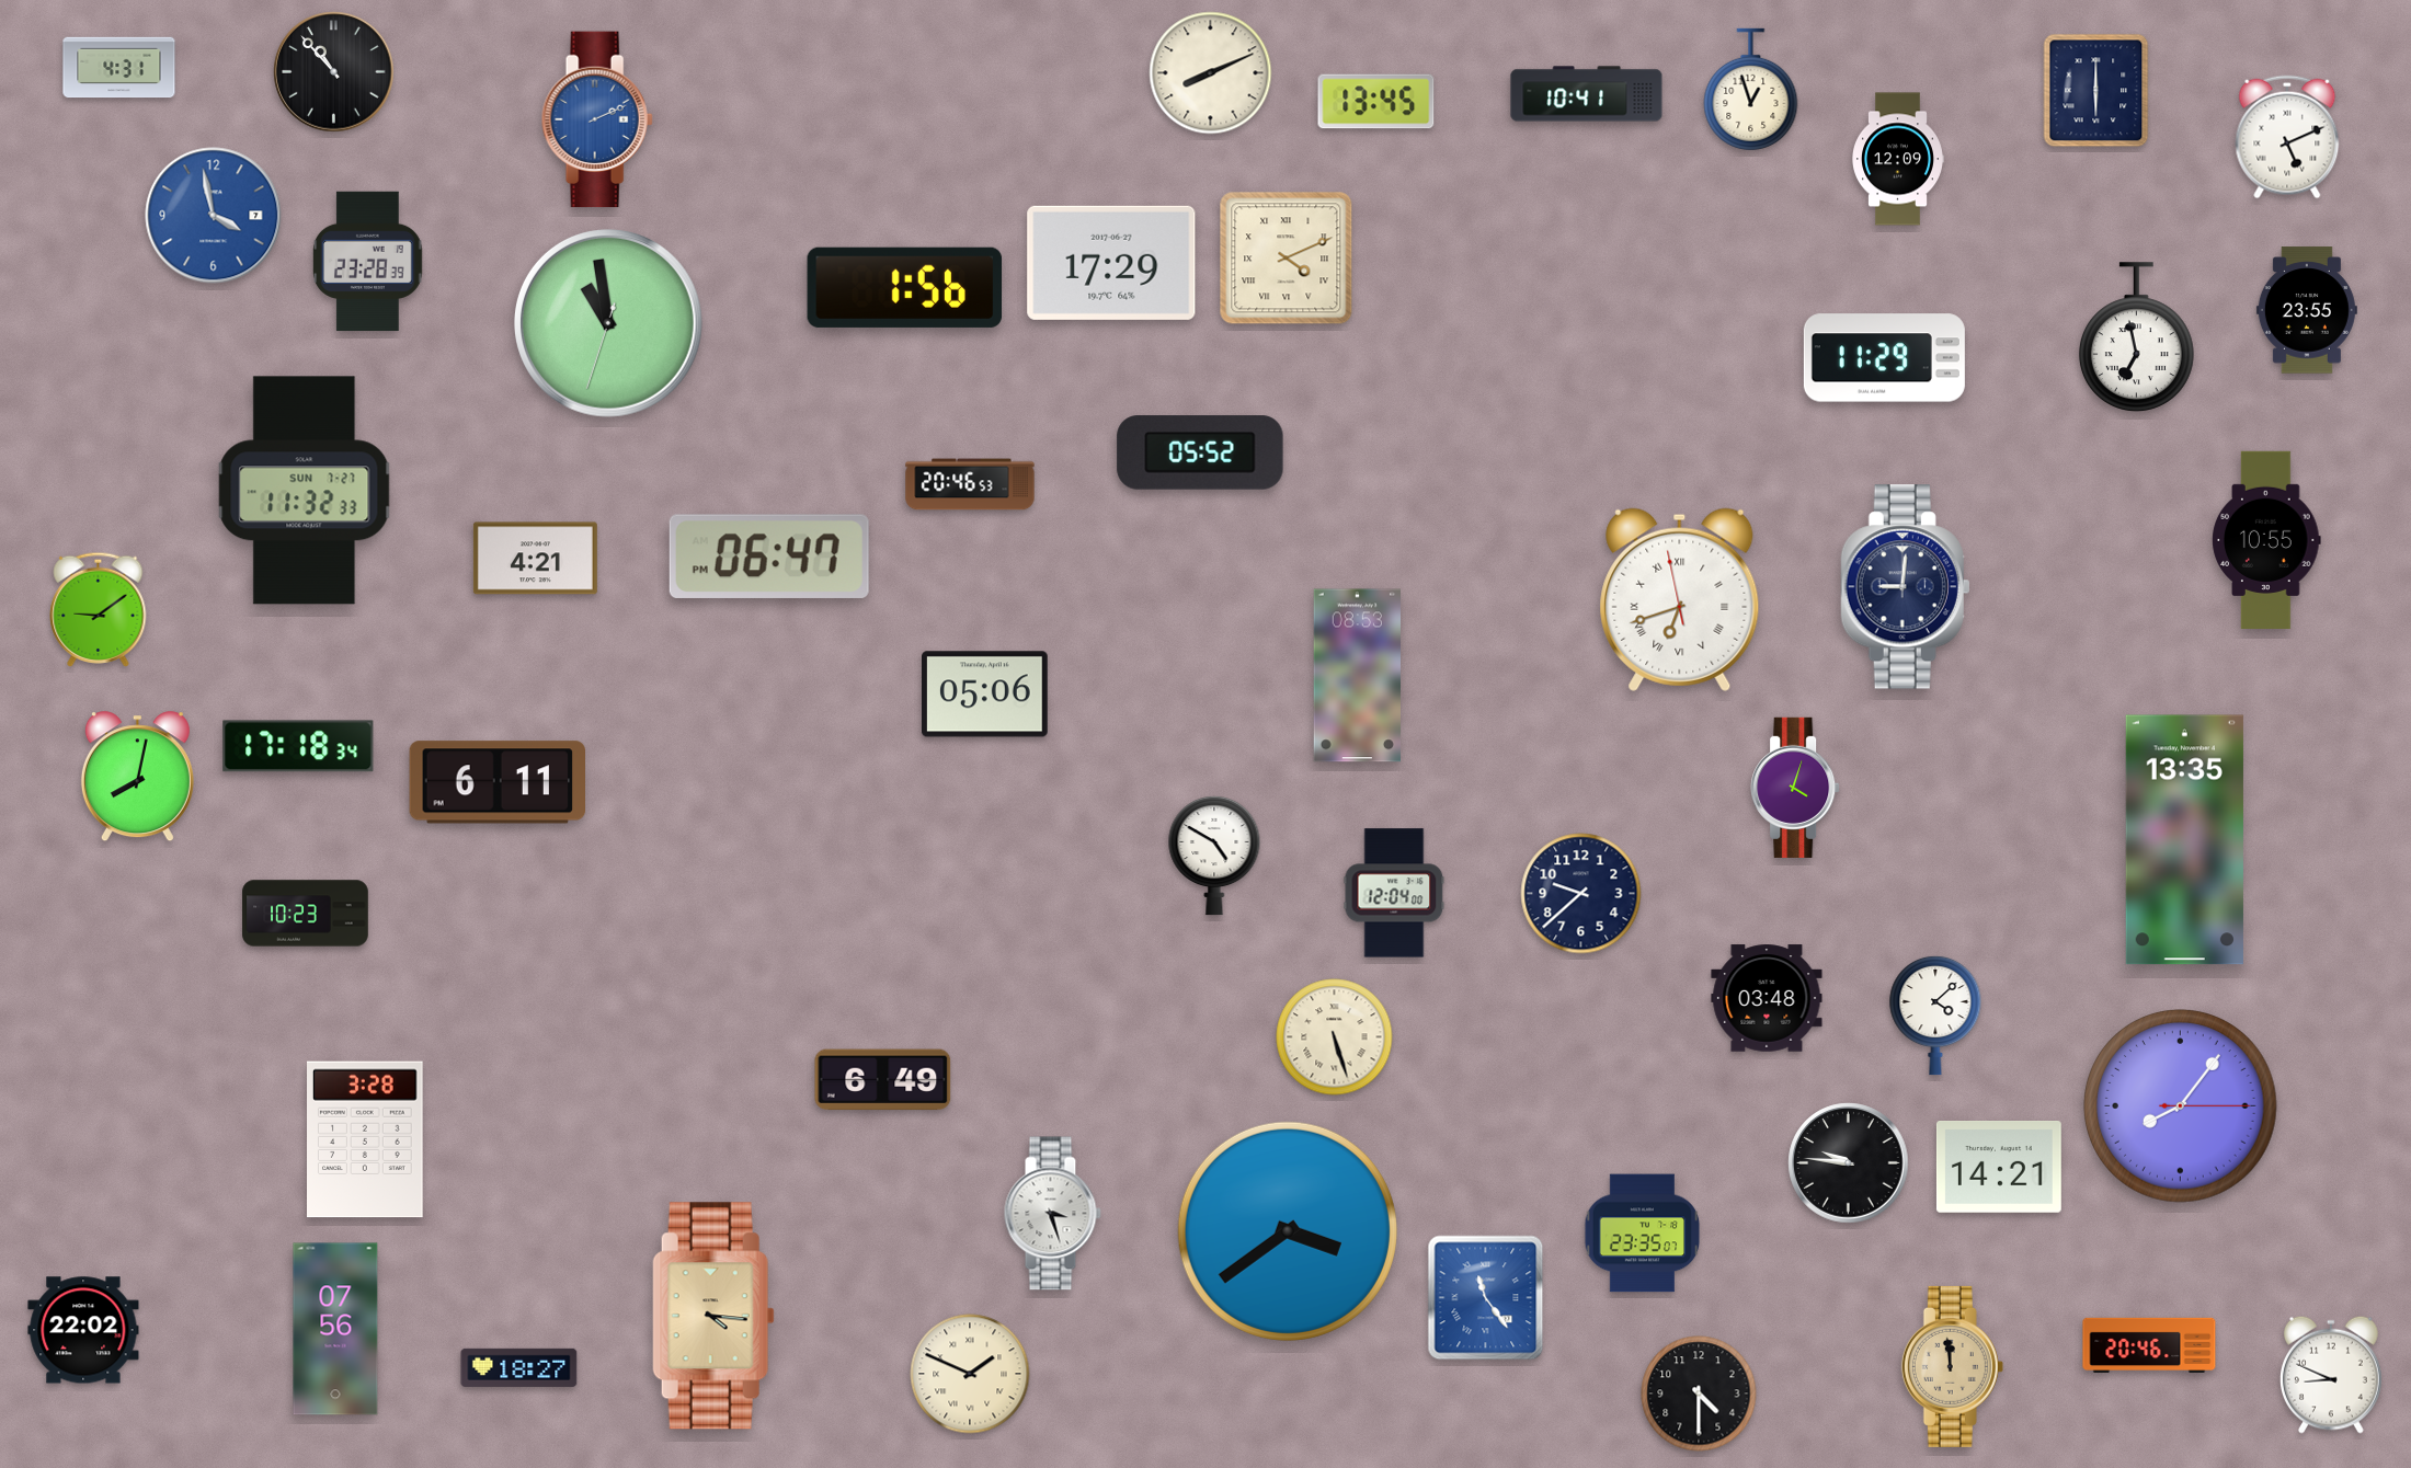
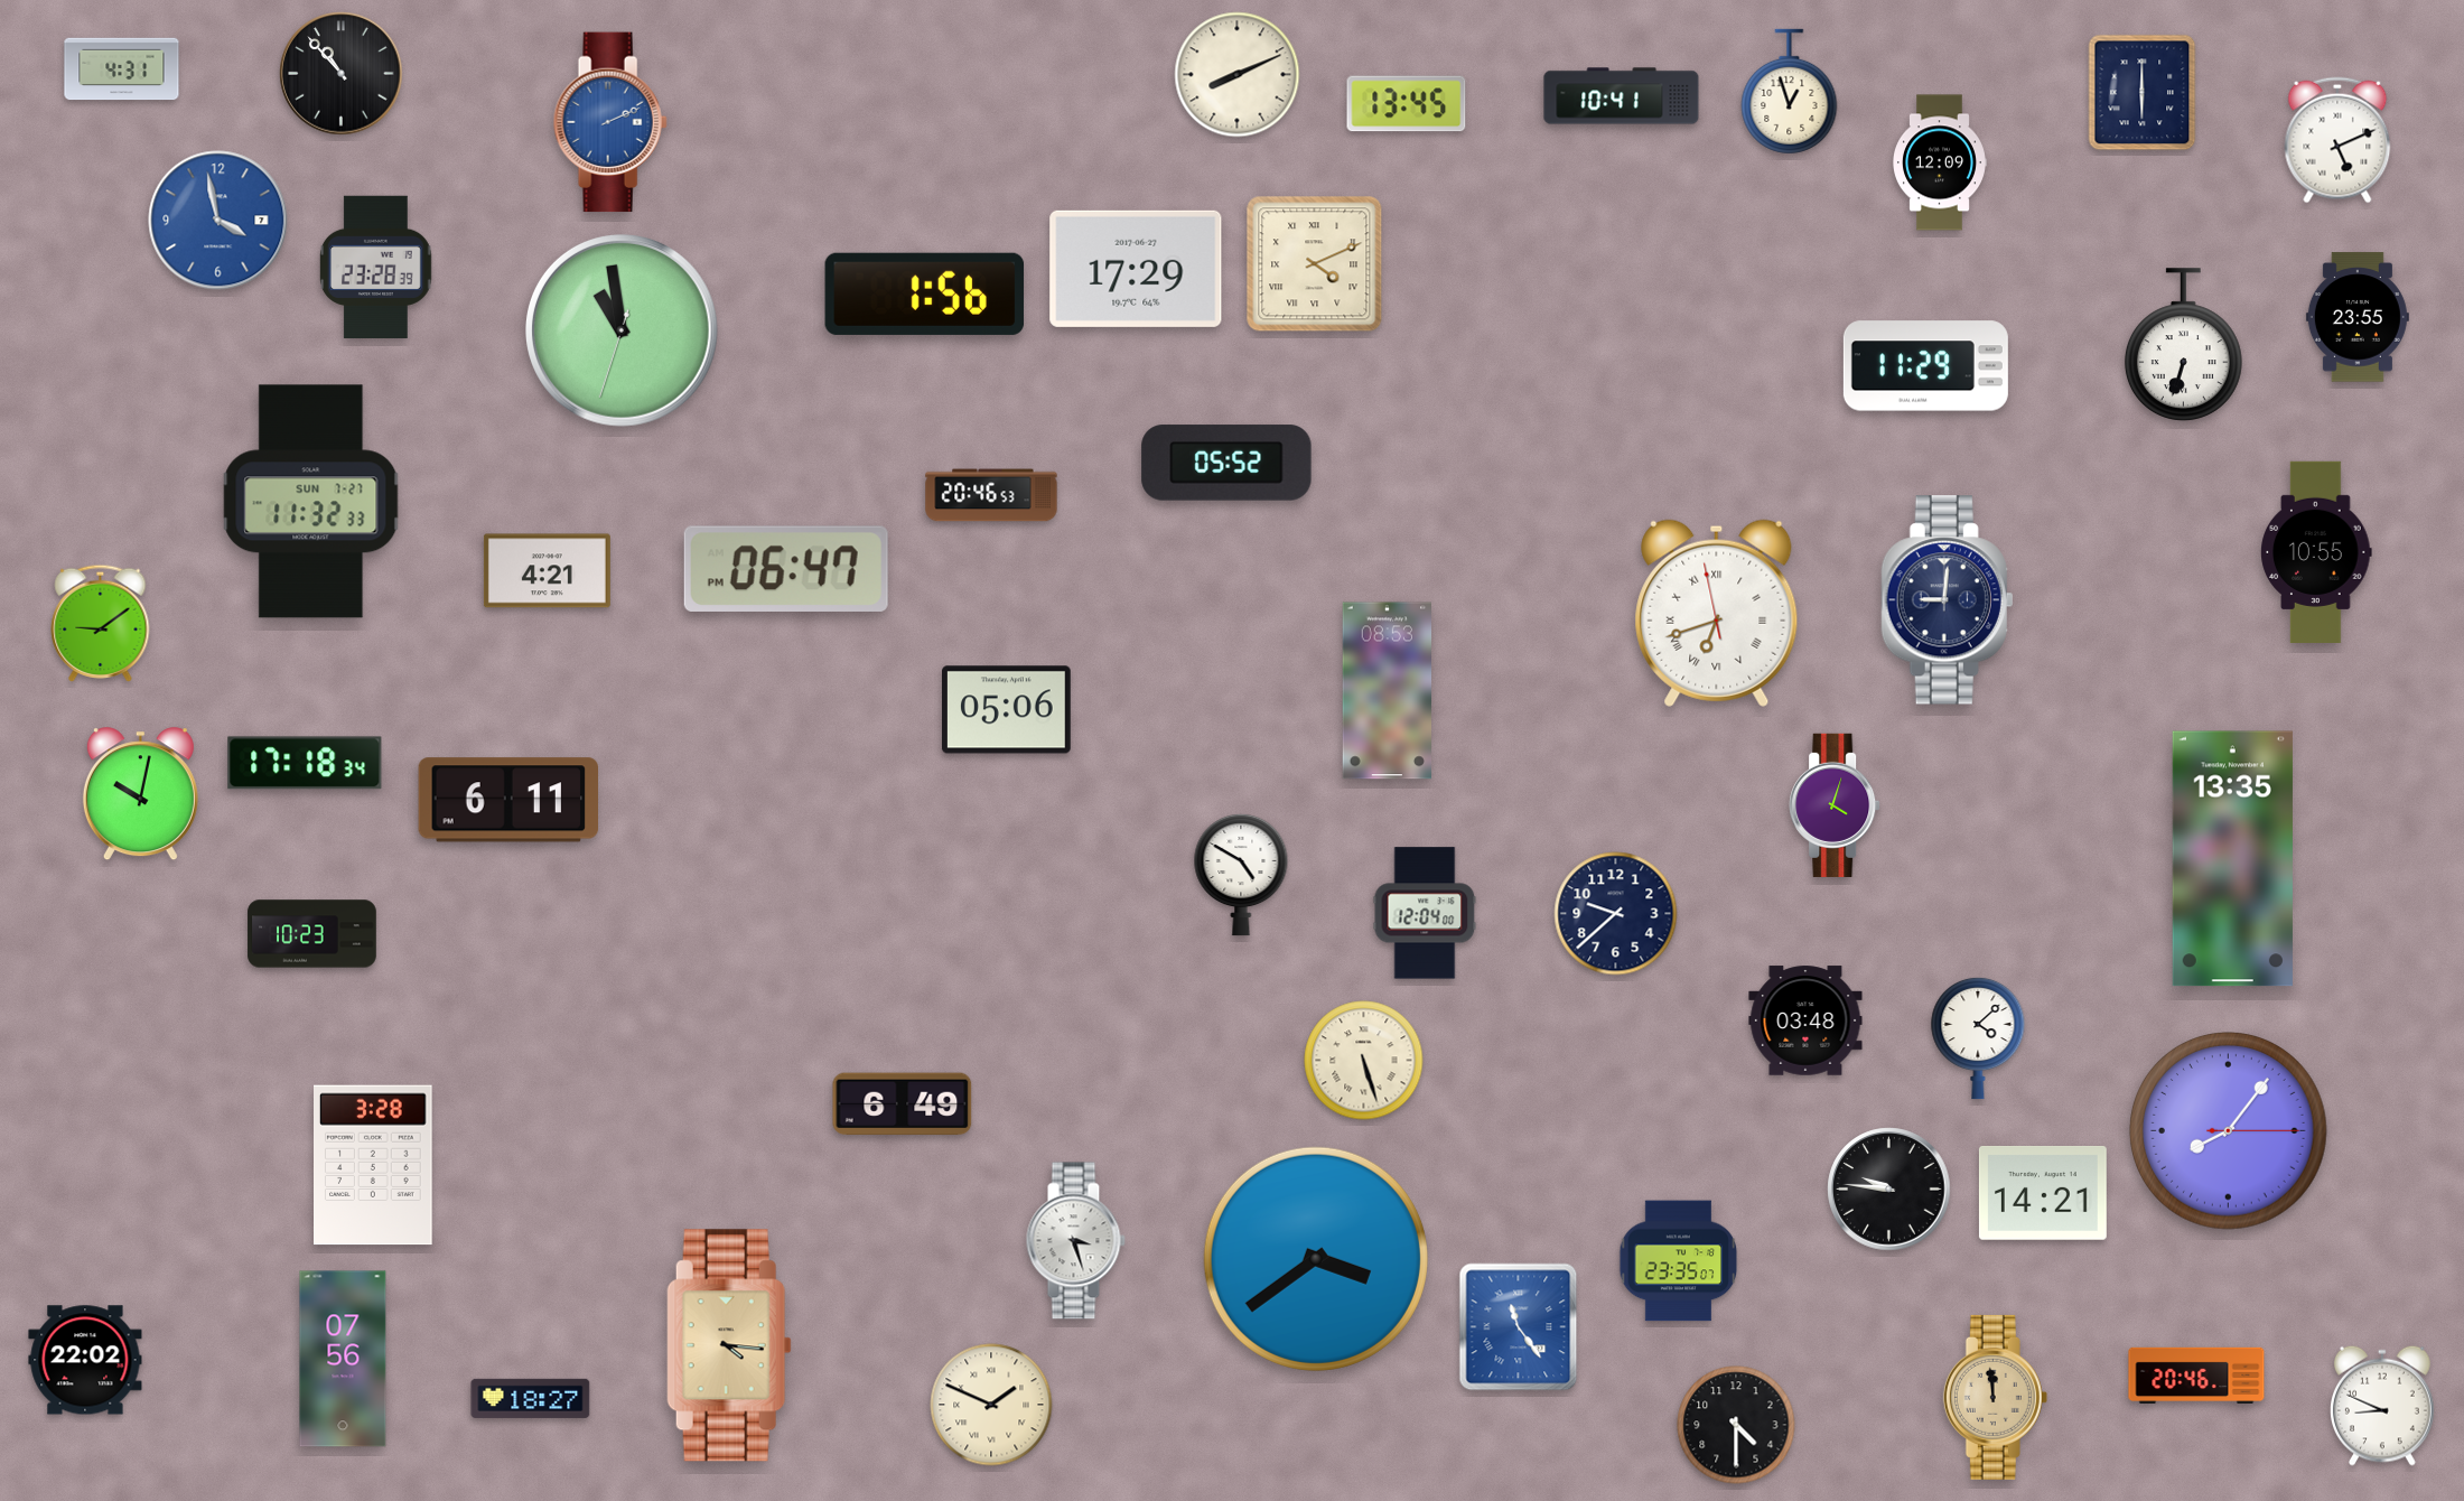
clock at (2136, 337): 6:58 -> 6:33
clock at (137, 777): 8:02 -> 10:02
